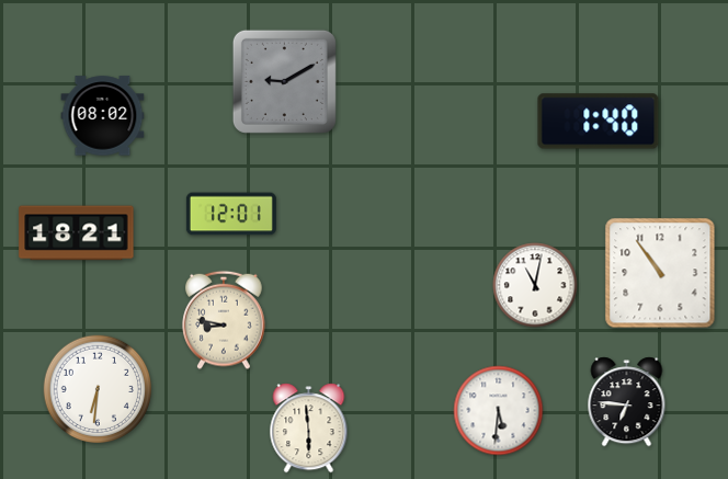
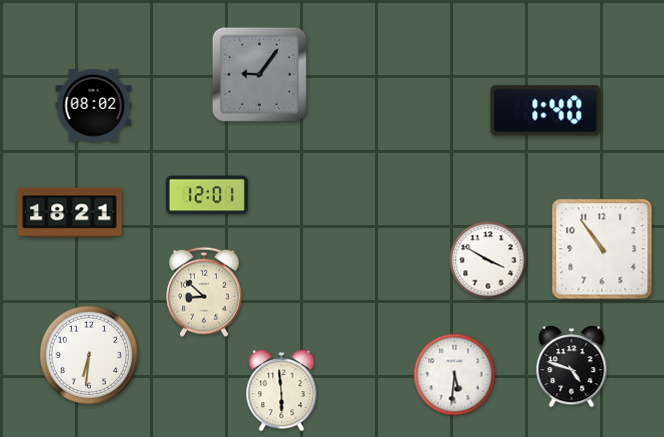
clock at (284, 81): 9:10 -> 9:06
clock at (231, 214) position: (231, 214) -> (207, 195)
clock at (535, 285): 11:02 -> 3:50
clock at (224, 320): 8:47 -> 8:52
clock at (627, 402): 6:46 -> 4:48
